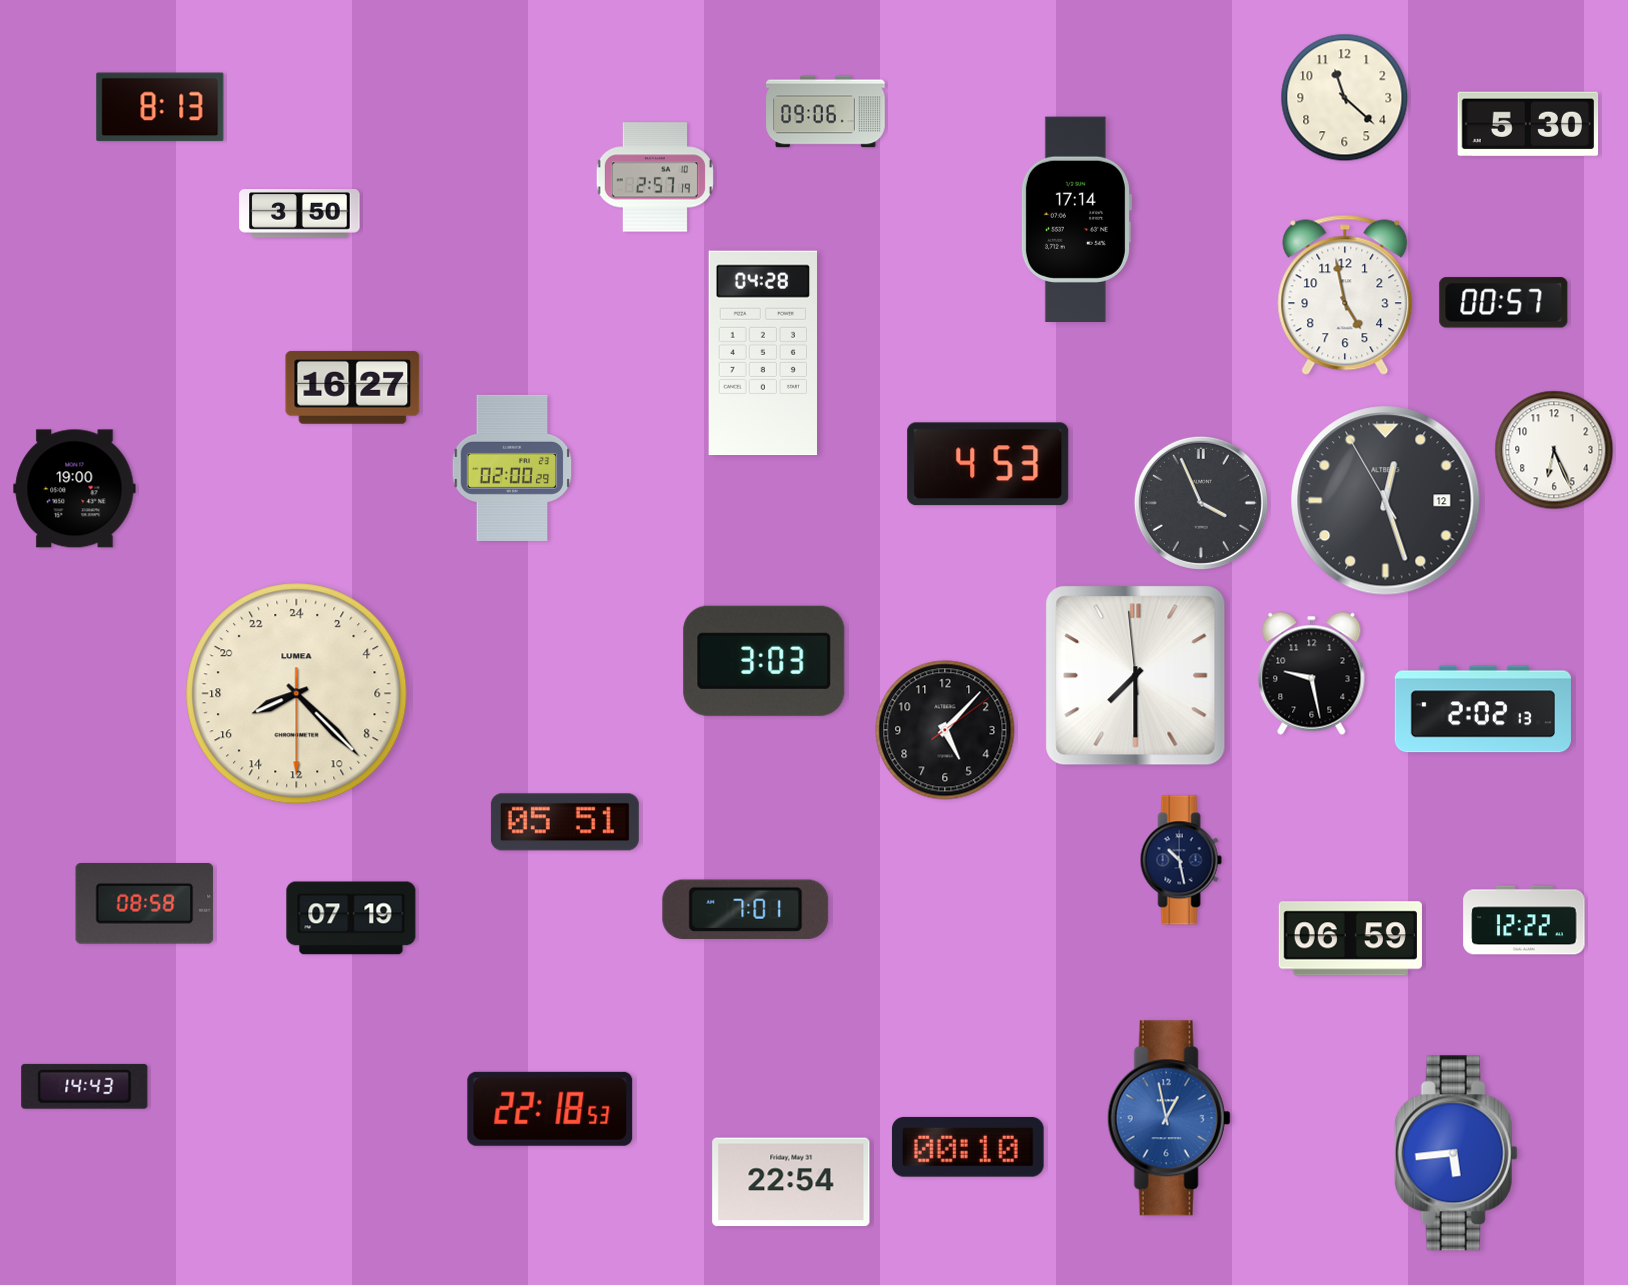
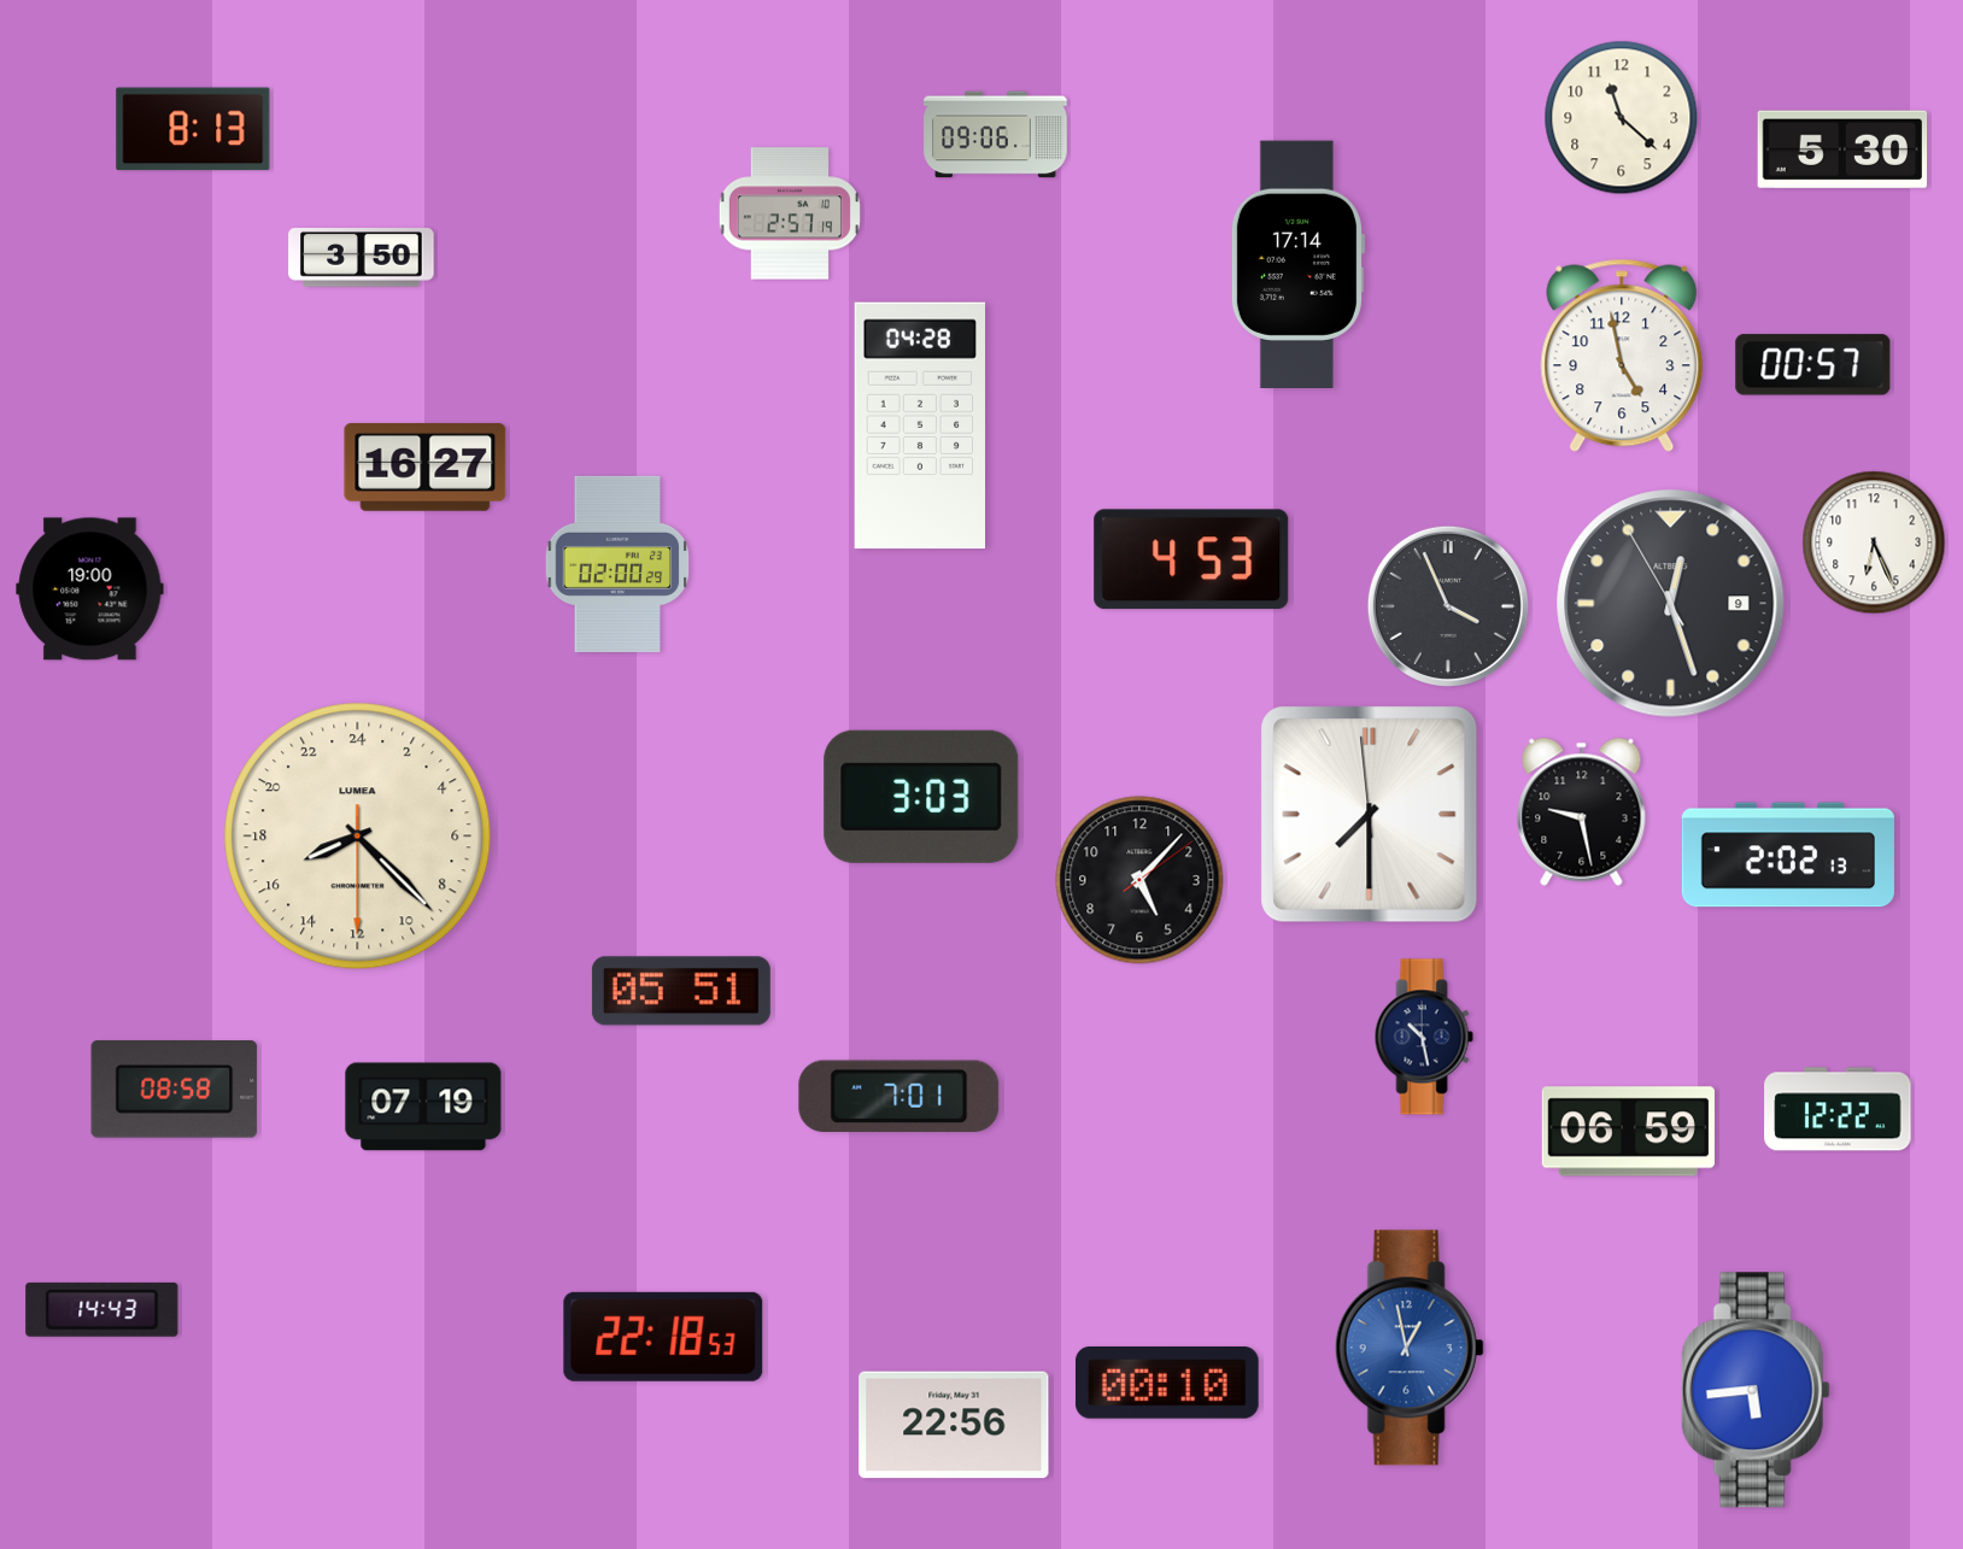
clock at (1386, 501) date: 12 -> 9
clock at (791, 1182): 22:54 -> 22:56
